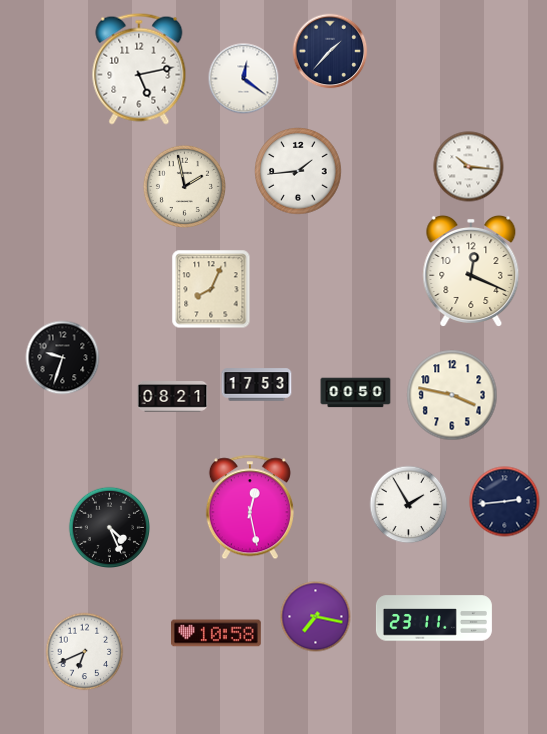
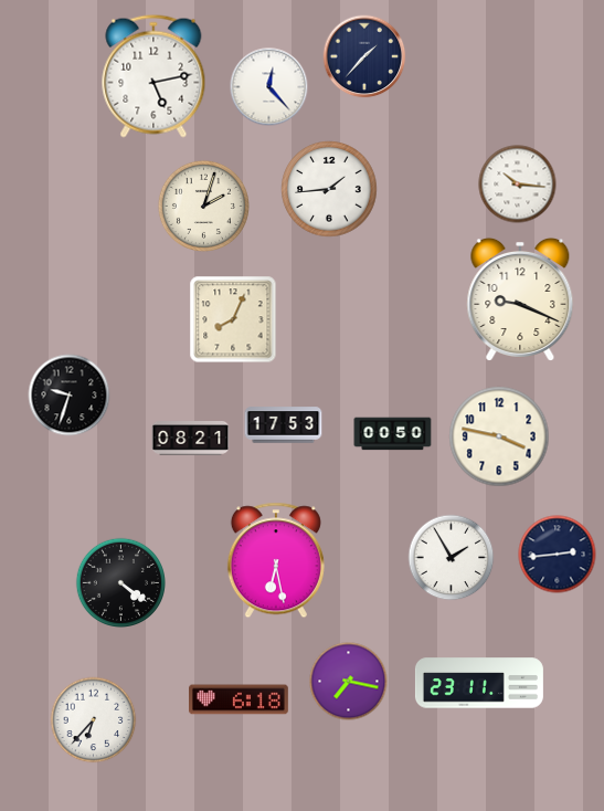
clock at (244, 79): 12:21 -> 12:23
clock at (184, 186): 1:58 -> 2:03
clock at (471, 271): 12:19 -> 9:19
clock at (250, 507): 12:28 -> 6:28
clock at (109, 527): 4:26 -> 4:21
clock at (217, 633): 10:58 -> 6:18
clock at (85, 652): 6:41 -> 6:37
